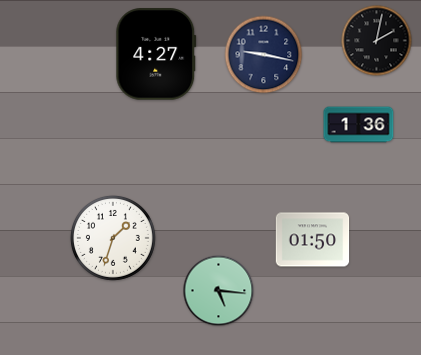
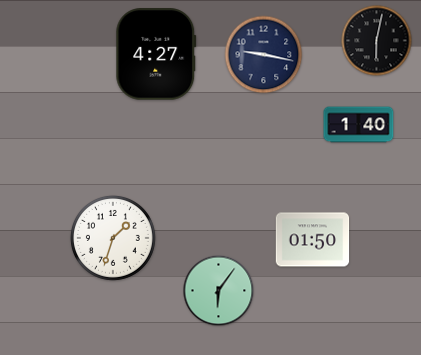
clock at (377, 41): 2:02 -> 6:02
clock at (359, 125): 1:36 -> 1:40
clock at (219, 291): 5:16 -> 6:06
